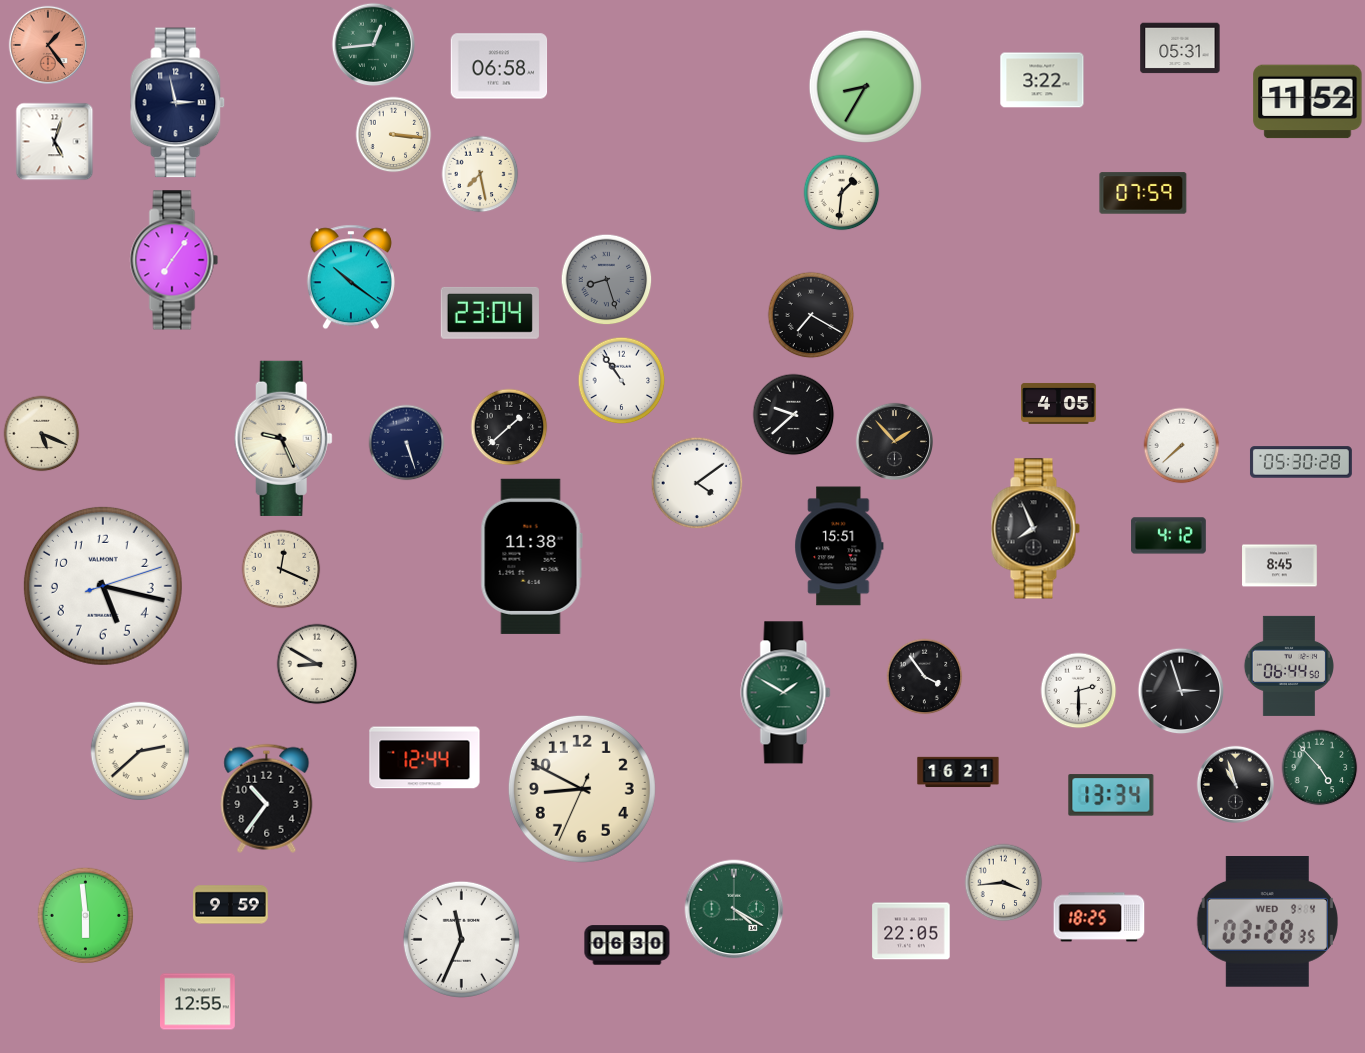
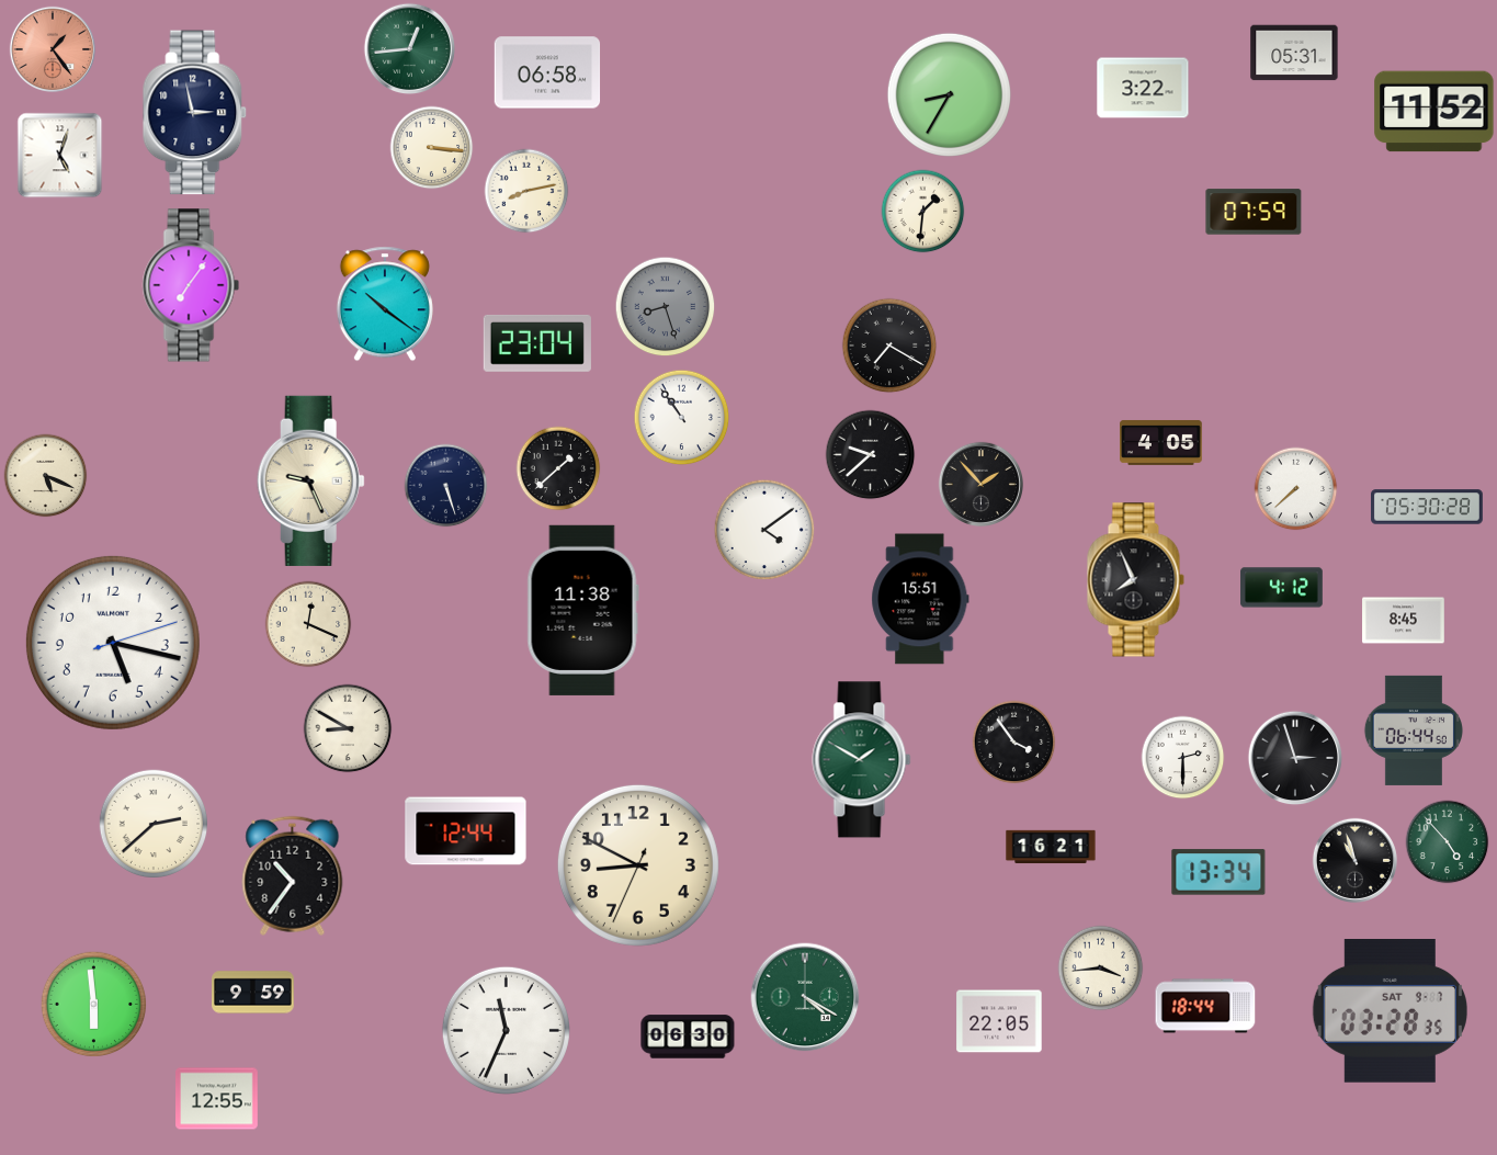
clock at (480, 174): 7:28 -> 8:13
clock at (1099, 917): 18:25 -> 18:44
clock at (1267, 922) date: WED 9-4 -> SAT 9-7
